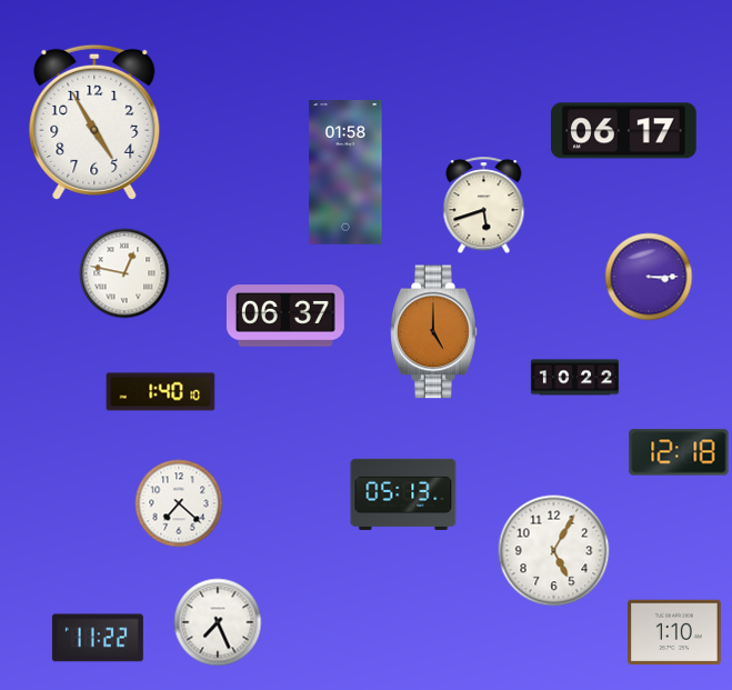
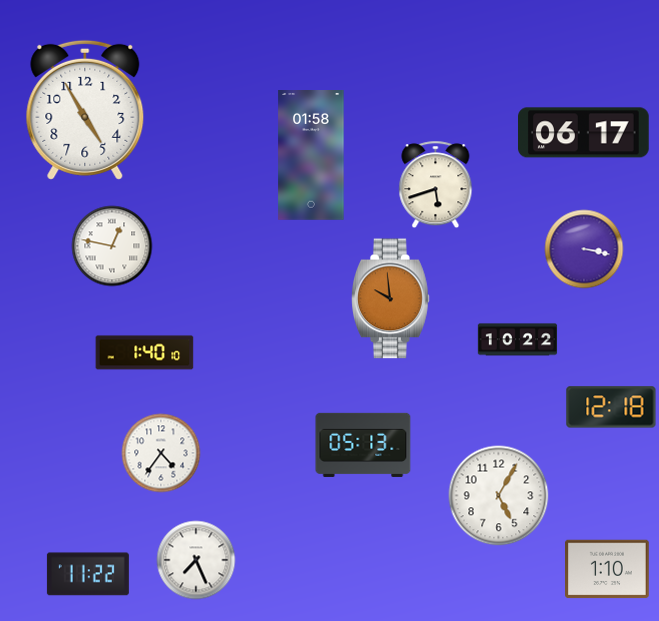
clock at (624, 131) position: (624, 131) -> (584, 133)
clock at (649, 277): 3:15 -> 3:17
clock at (285, 316): 06:37 -> none
clock at (434, 332): 5:00 -> 9:59
clock at (179, 503): 7:22 -> 4:36
